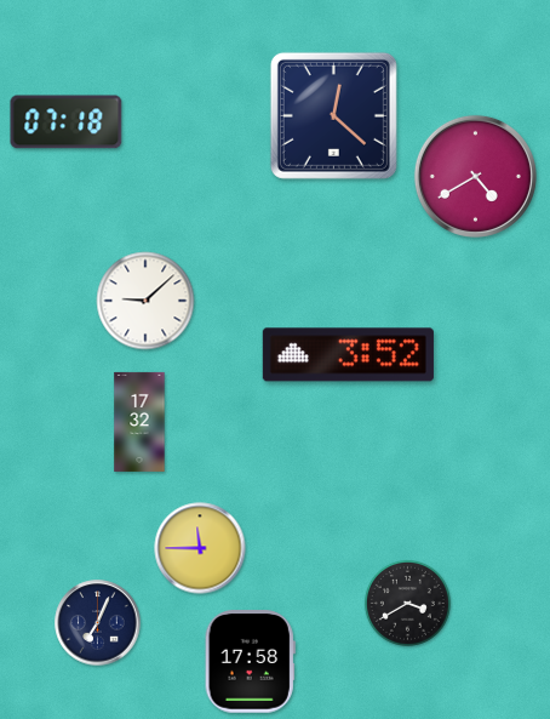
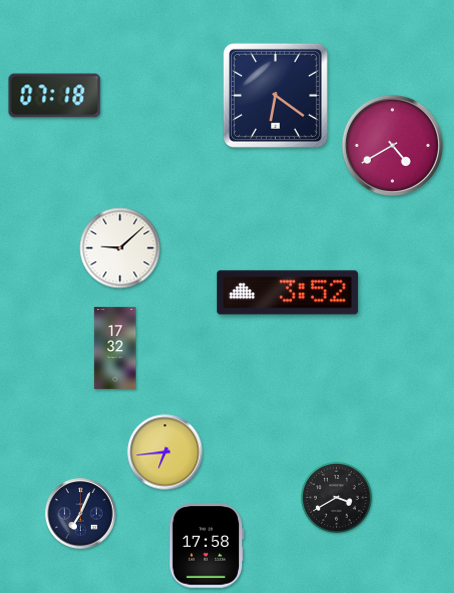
clock at (333, 115): 12:22 -> 6:21
clock at (67, 122) position: (67, 122) -> (55, 96)
clock at (200, 548): 11:45 -> 6:44
